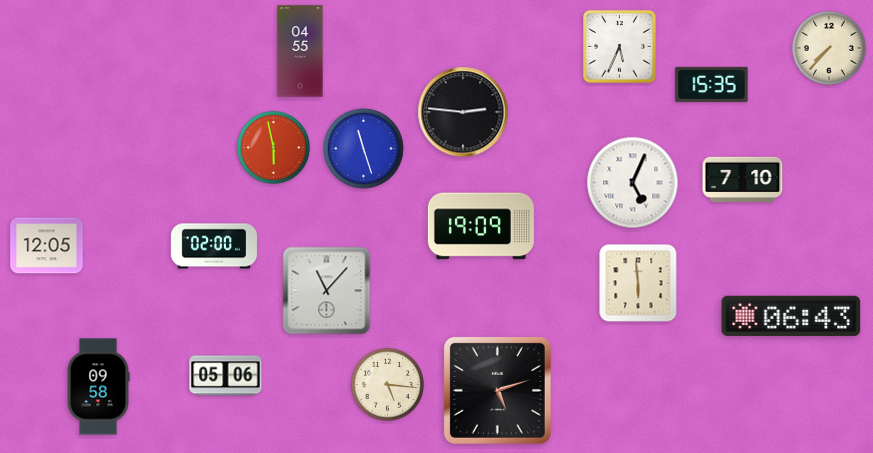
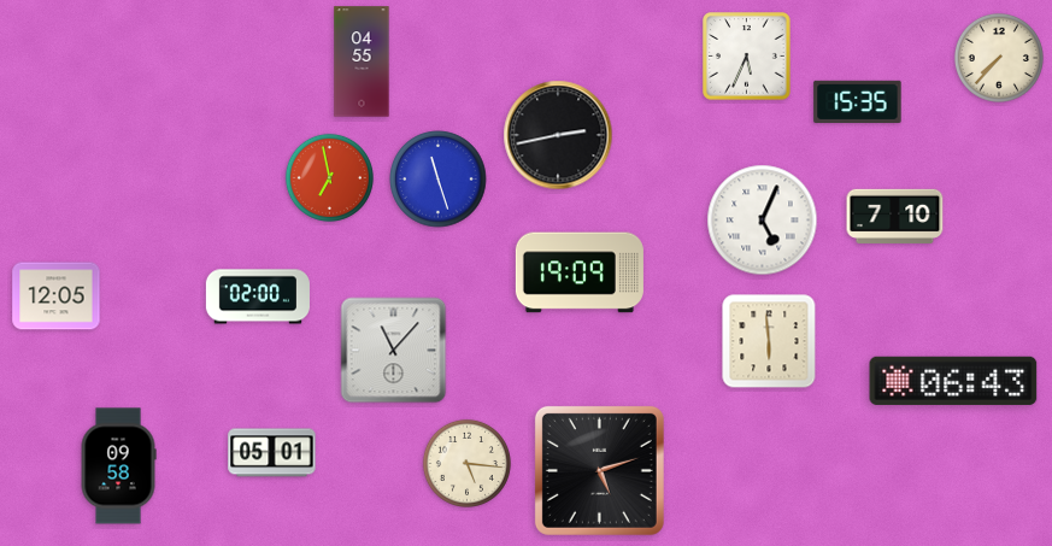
clock at (463, 112): 2:46 -> 2:43
clock at (273, 147): 5:58 -> 6:58
clock at (226, 376): 05:06 -> 05:01
